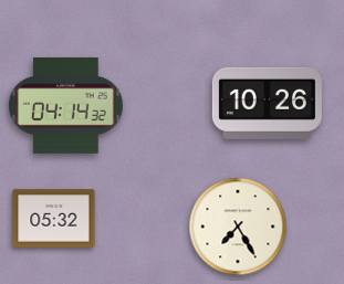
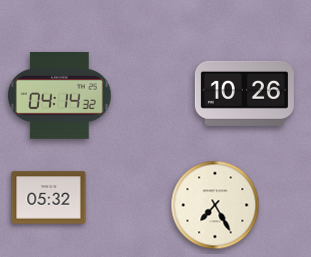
clock at (267, 103) position: (267, 103) -> (244, 93)
